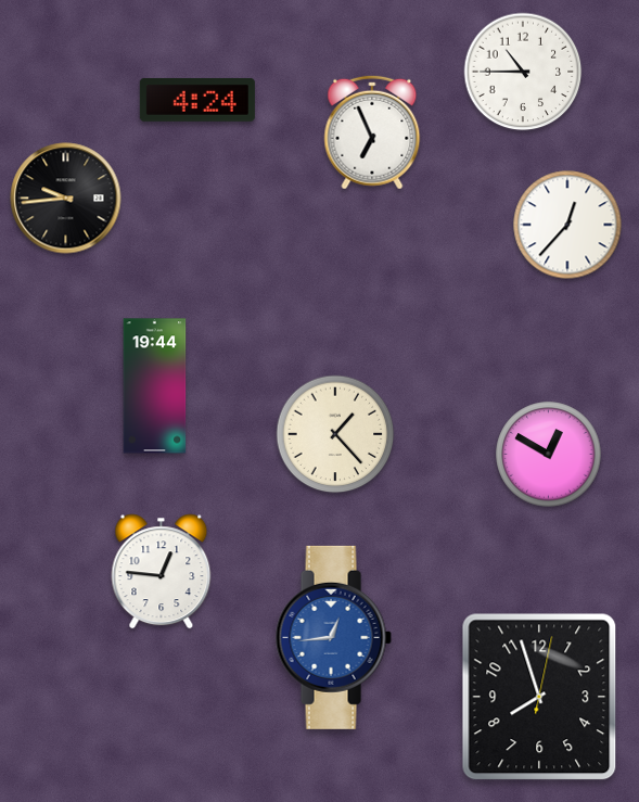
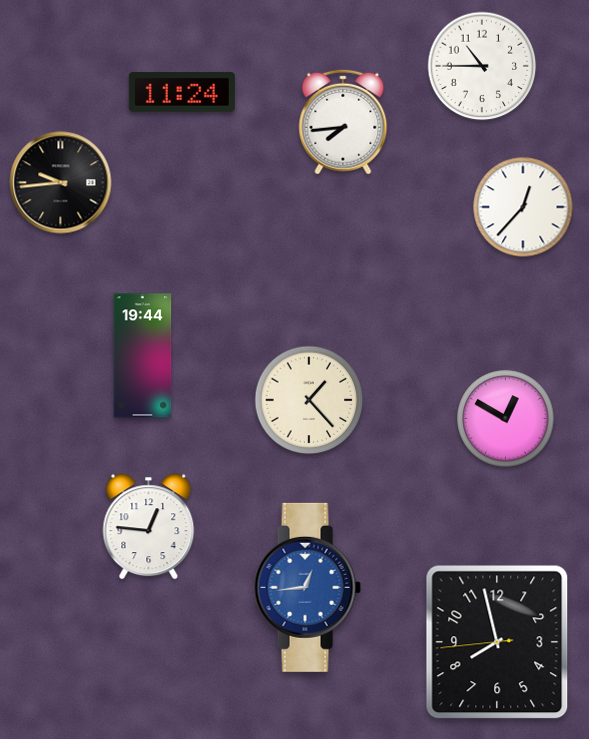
clock at (197, 100): 4:24 -> 11:24
clock at (372, 132): 6:56 -> 7:44
clock at (539, 697): 7:57:02 -> 7:57:44
